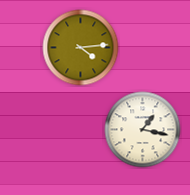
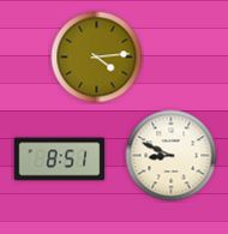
clock at (143, 130): 1:17 -> 8:49
clock at (60, 160): none -> 8:51
